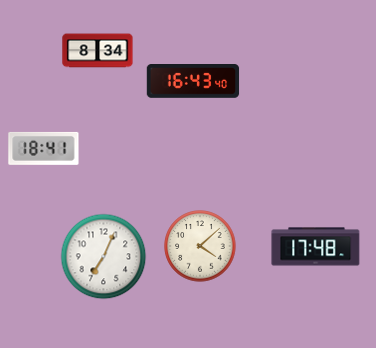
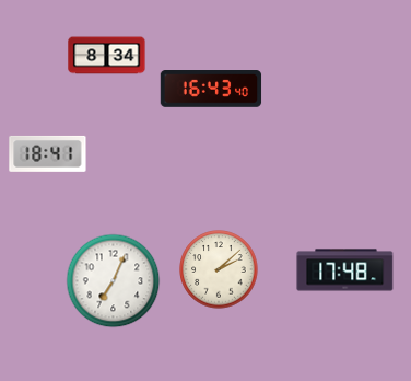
clock at (44, 148) position: (44, 148) -> (48, 153)
clock at (200, 246): 4:08 -> 2:08
